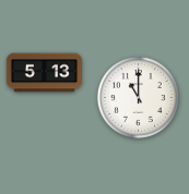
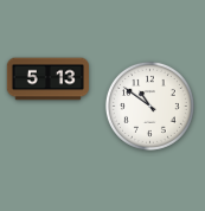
clock at (138, 97): 11:00 -> 10:51
